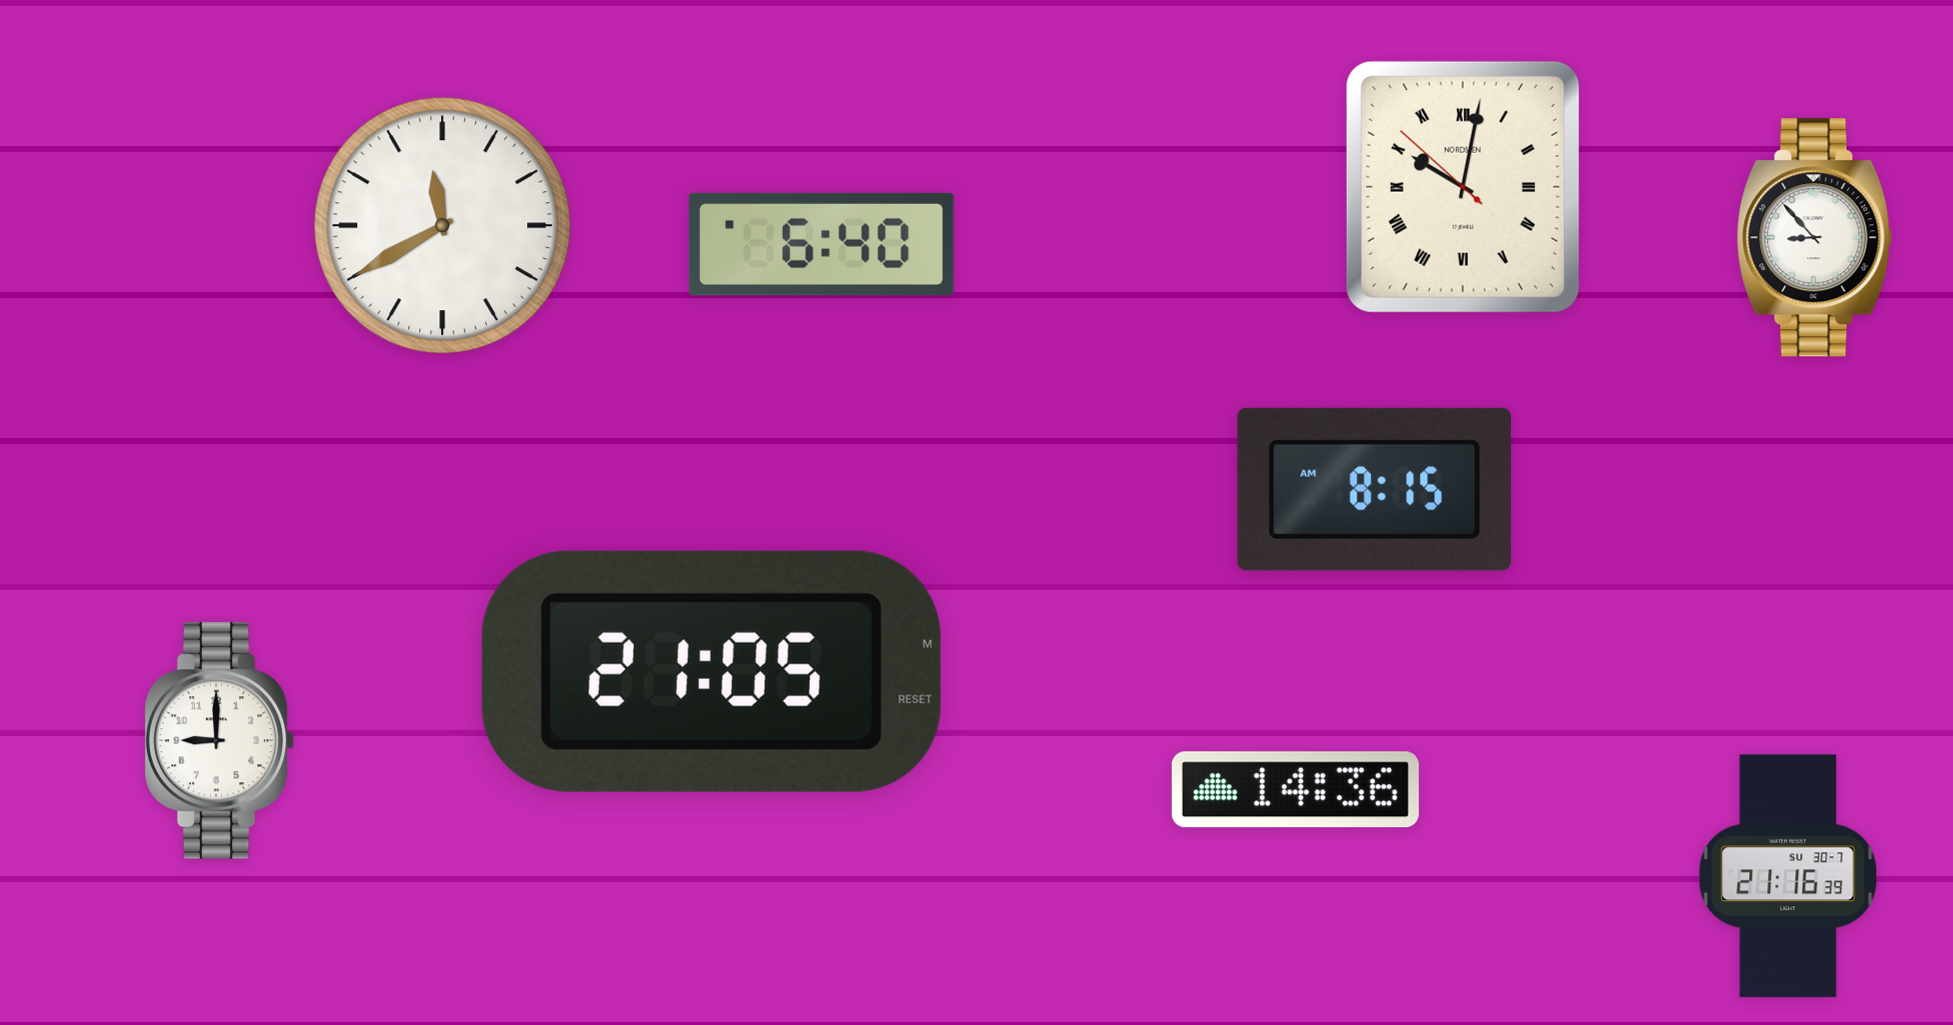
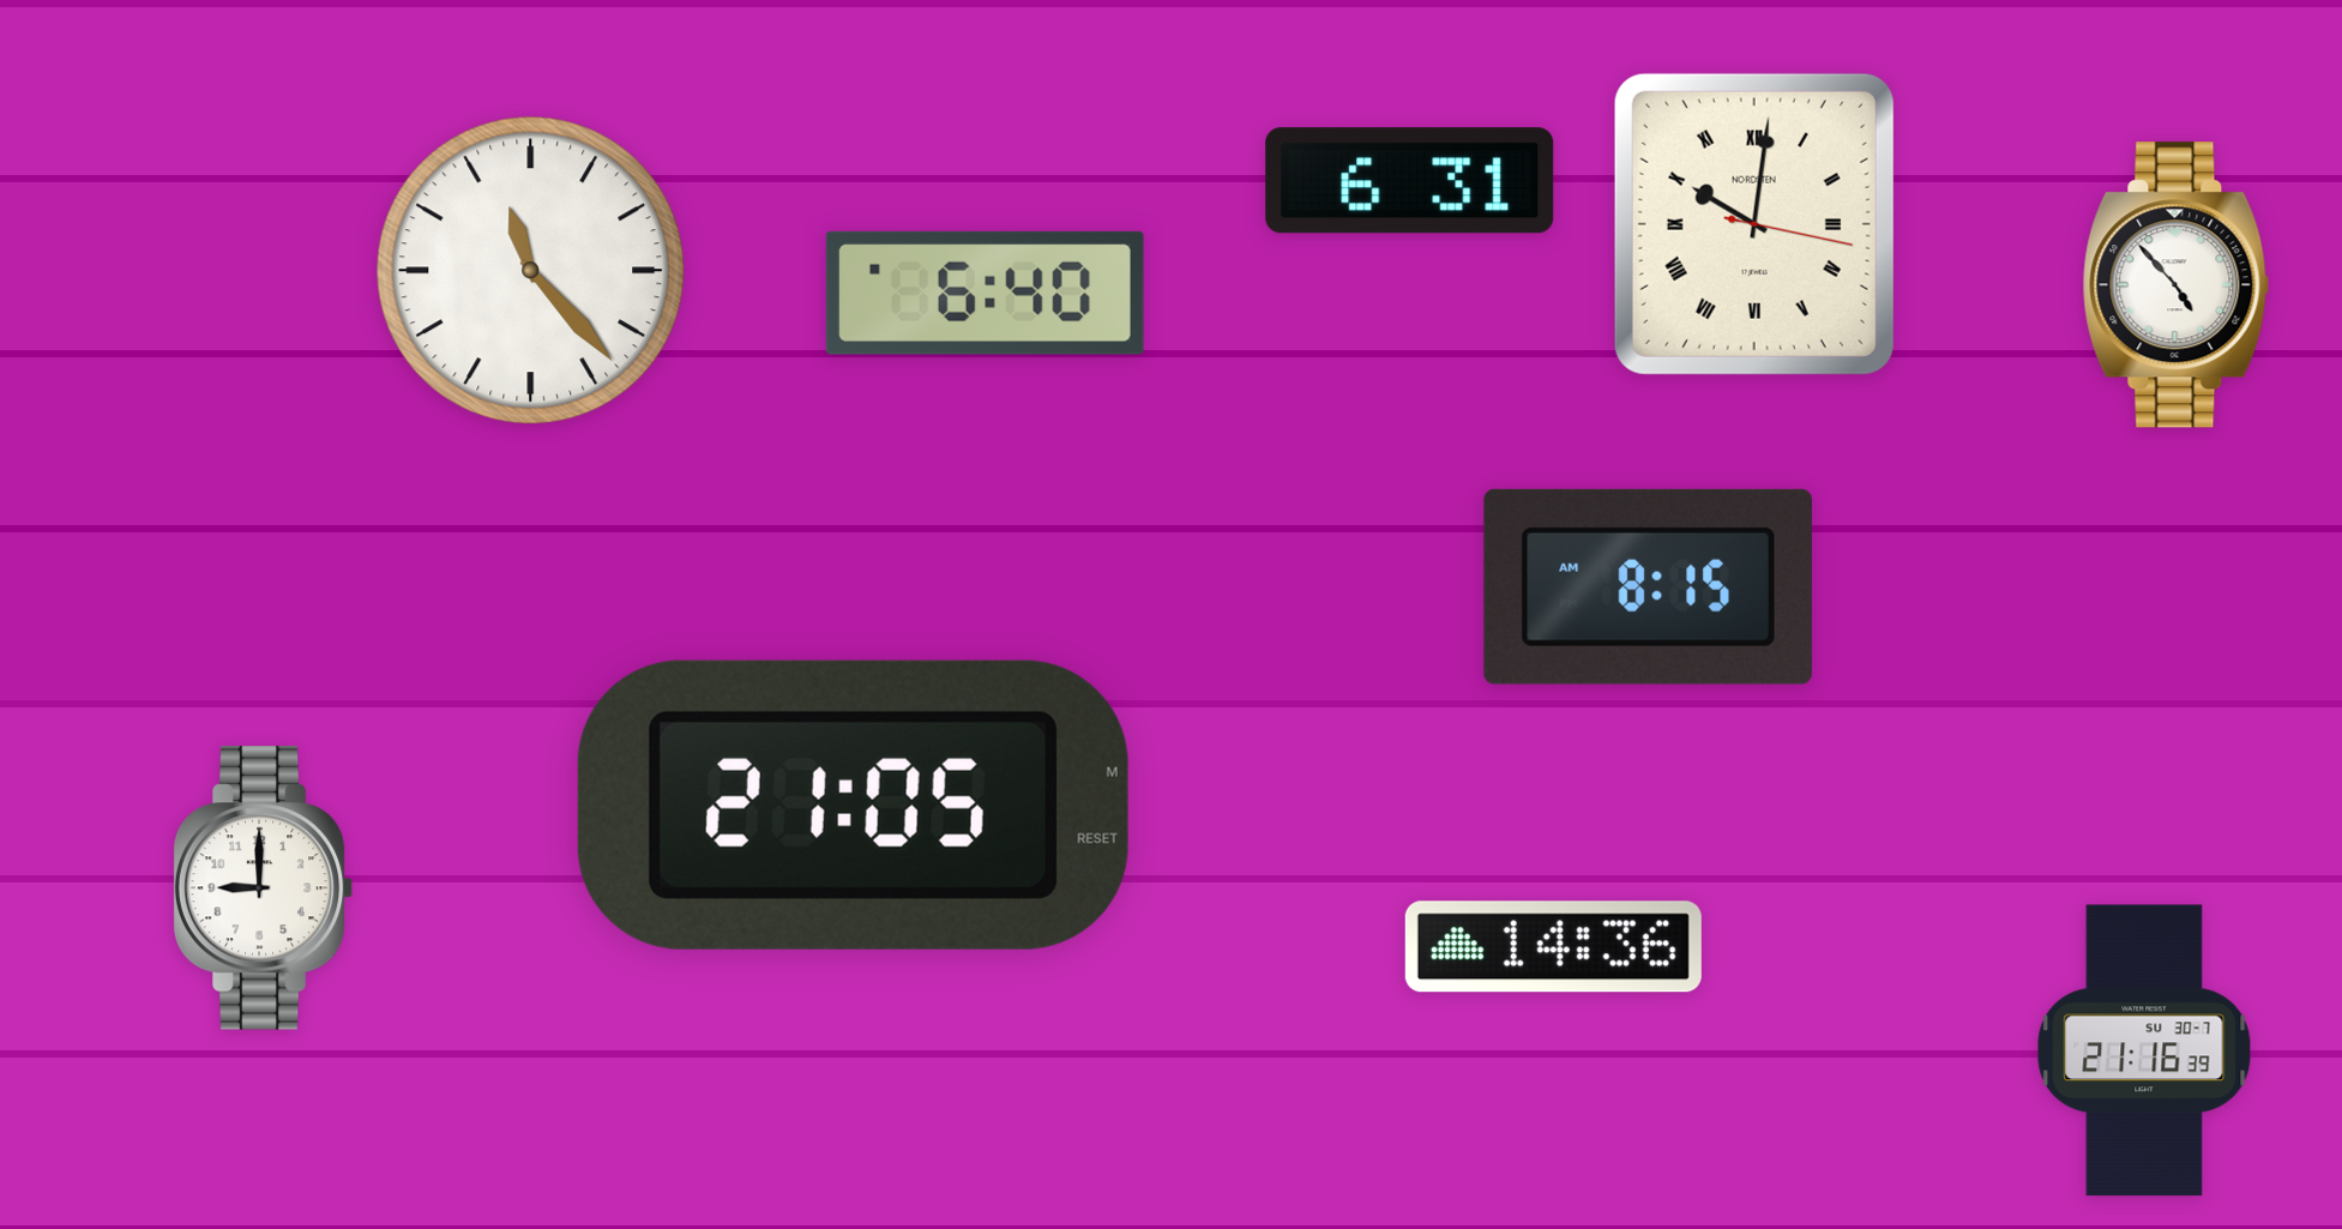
clock at (1410, 181): none -> 6:31
clock at (1463, 187): 10:01:52 -> 10:01:17
clock at (443, 226): 11:40 -> 11:23
clock at (1815, 238): 8:53 -> 4:53
